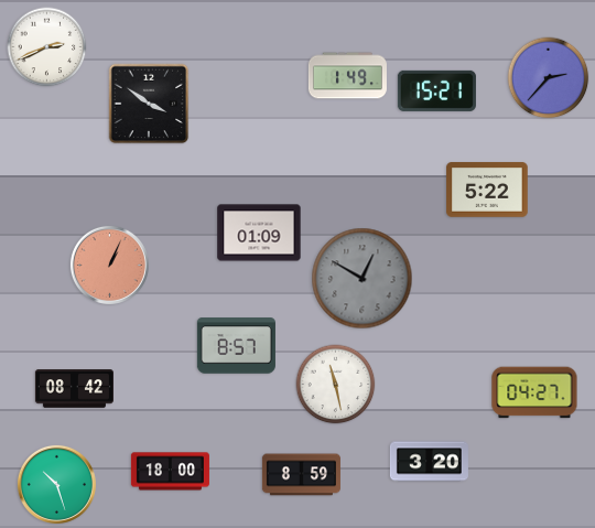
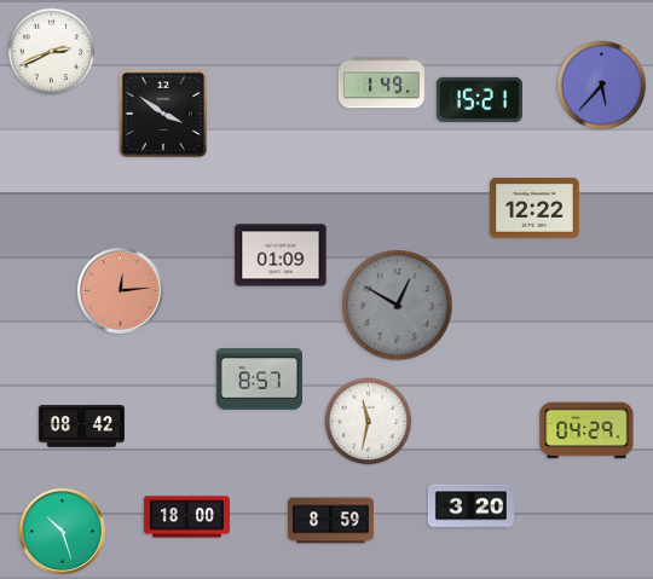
clock at (549, 78): 2:37 -> 5:37
clock at (487, 190): 5:22 -> 12:22
clock at (259, 233) position: (259, 233) -> (281, 255)
clock at (109, 265): 1:04 -> 12:14
clock at (336, 385): 11:28 -> 11:32
clock at (534, 392): 04:27 -> 04:29
